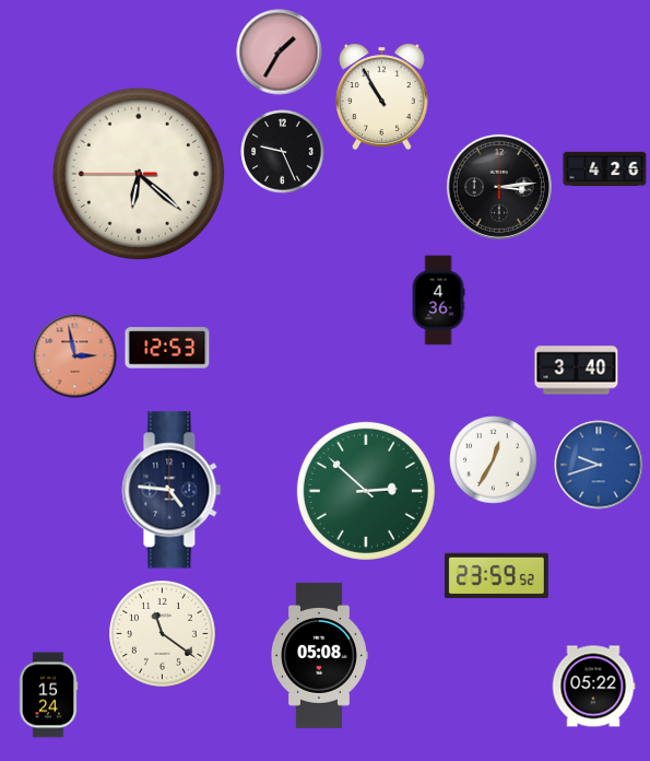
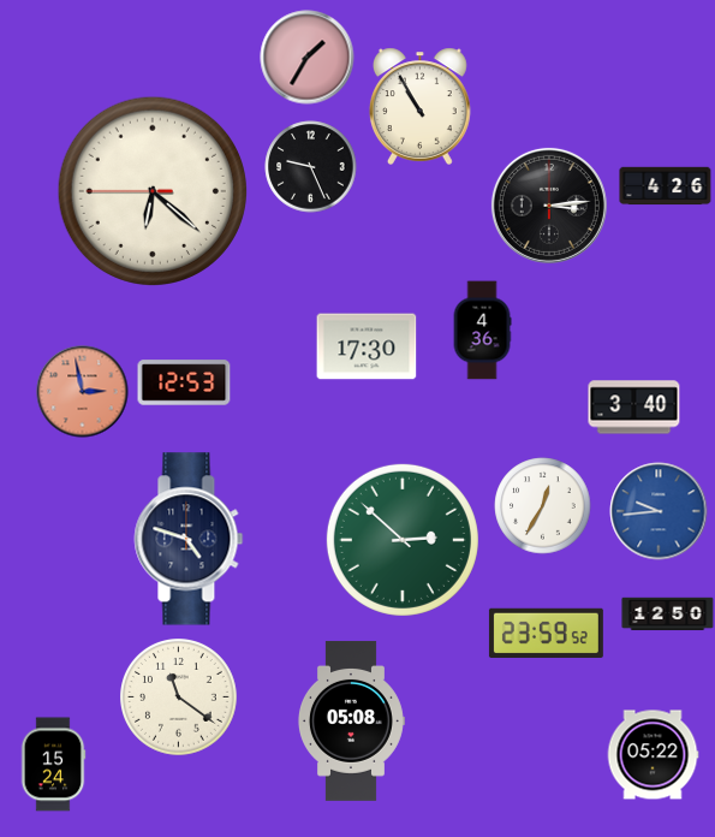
clock at (367, 346): none -> 17:30
clock at (599, 465): 9:42 -> 9:44
clock at (172, 490): 4:46 -> 4:48
clock at (668, 615): none -> 12:50
